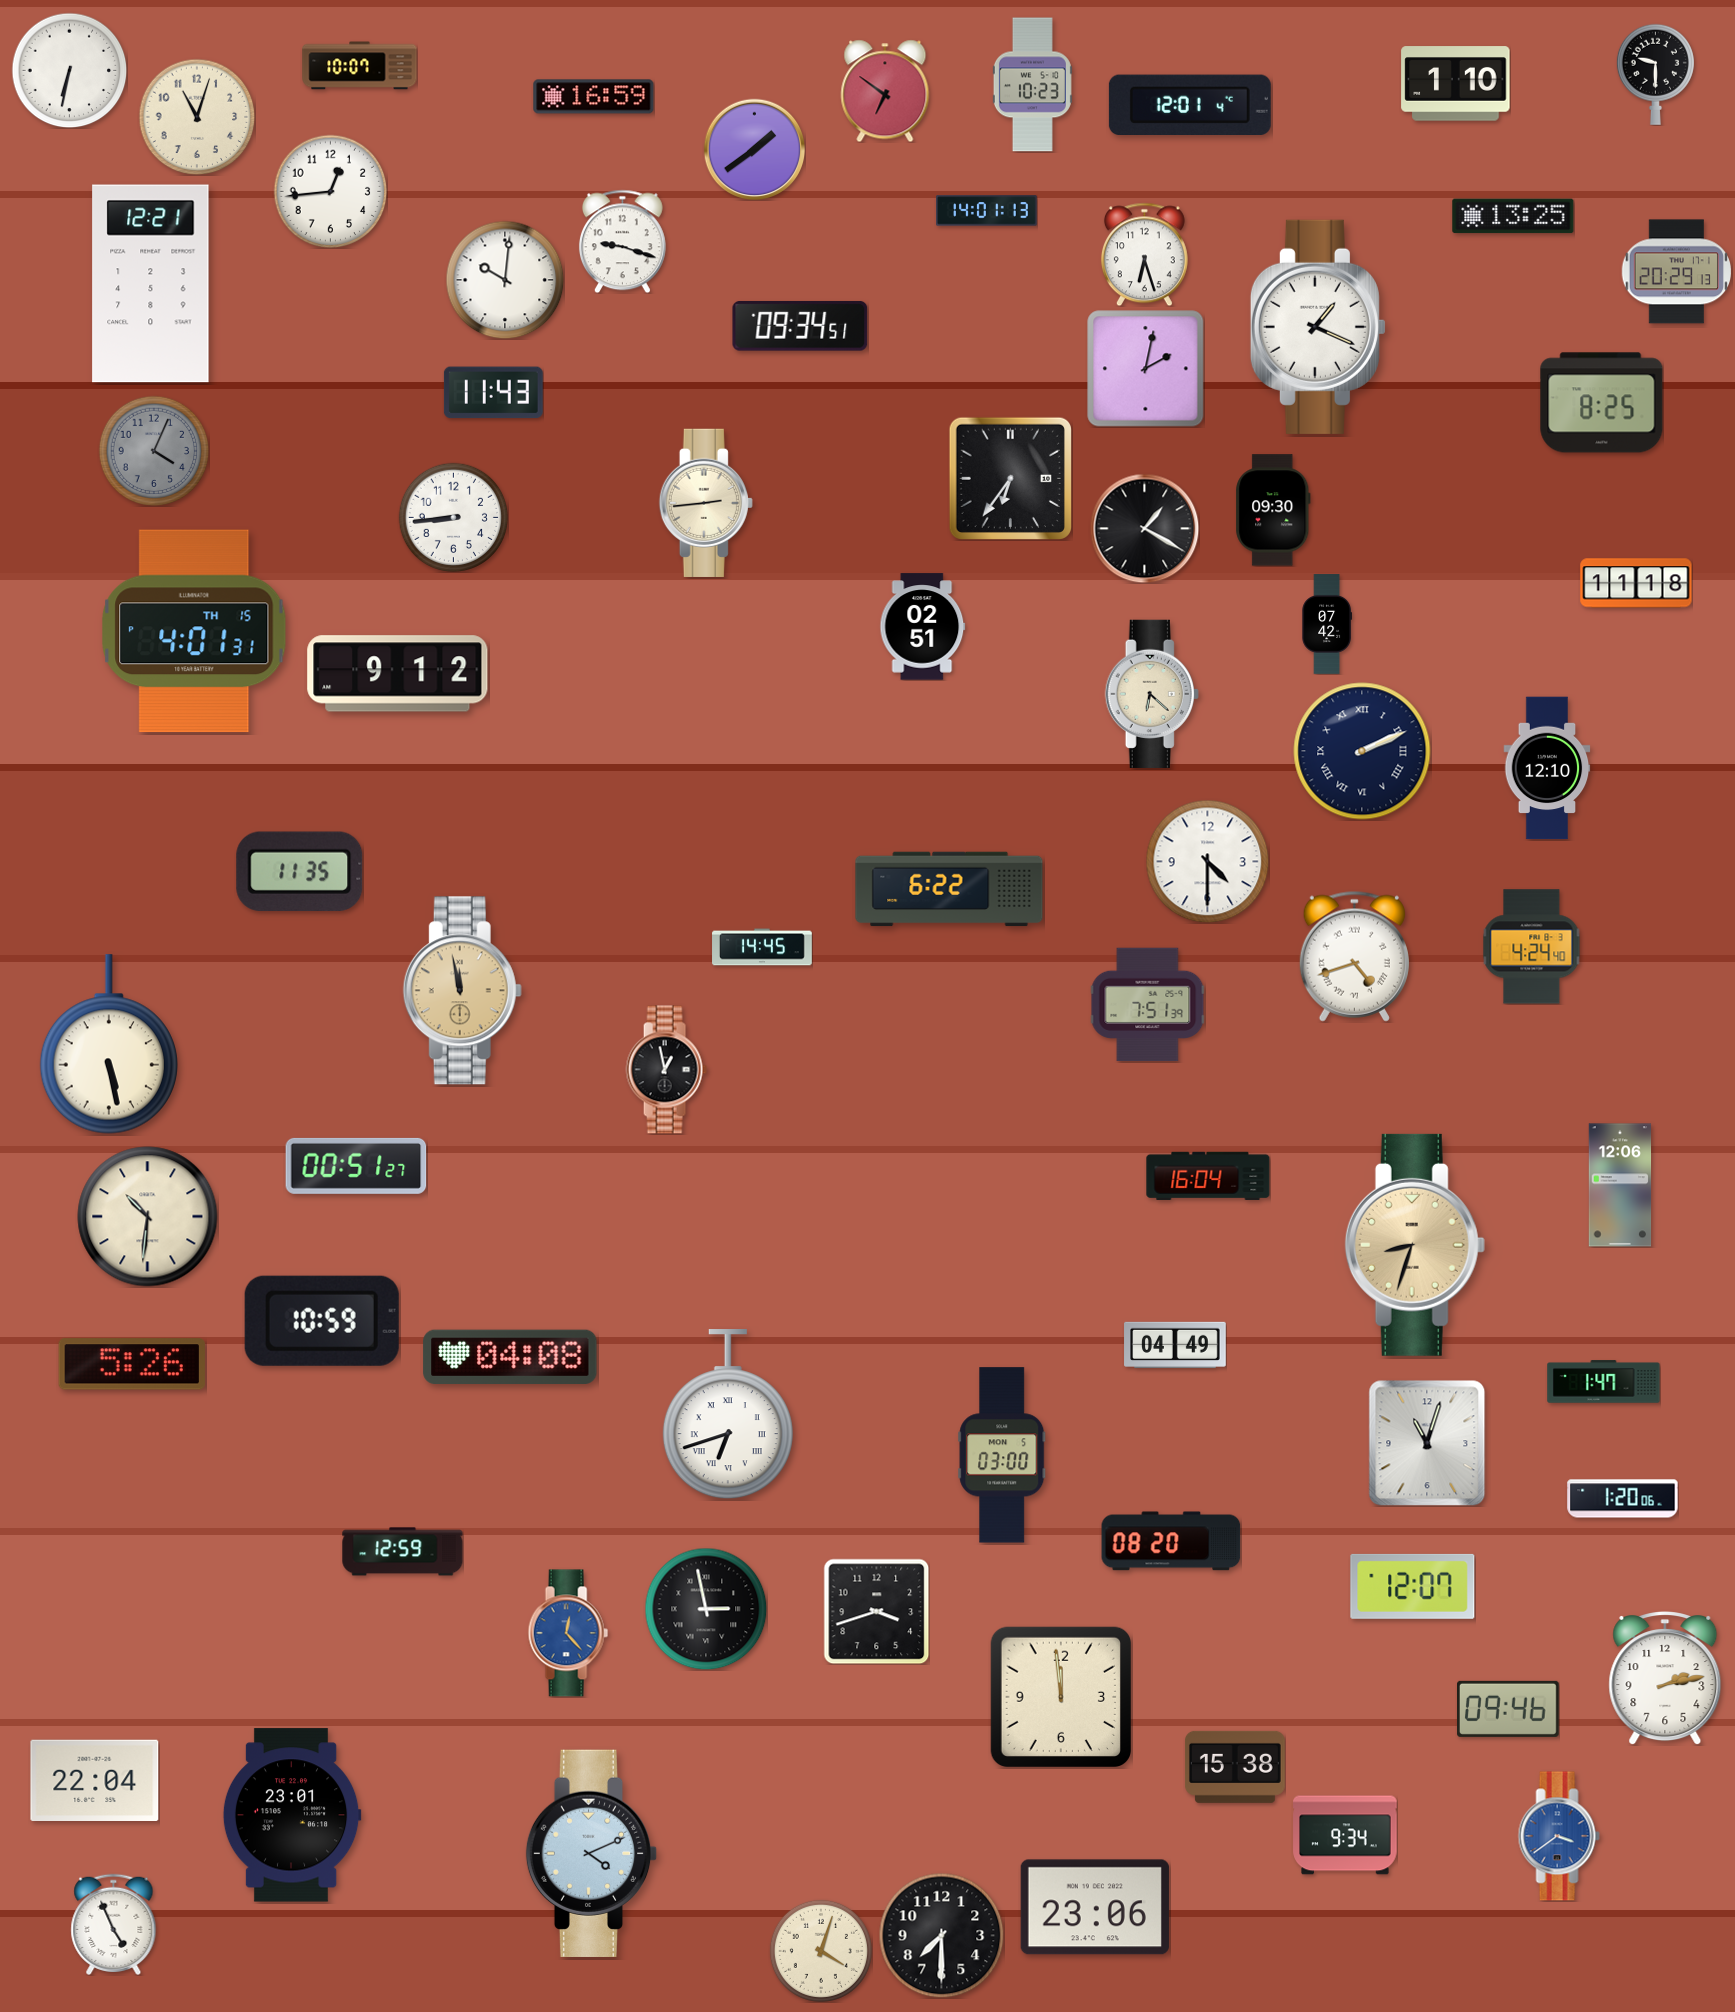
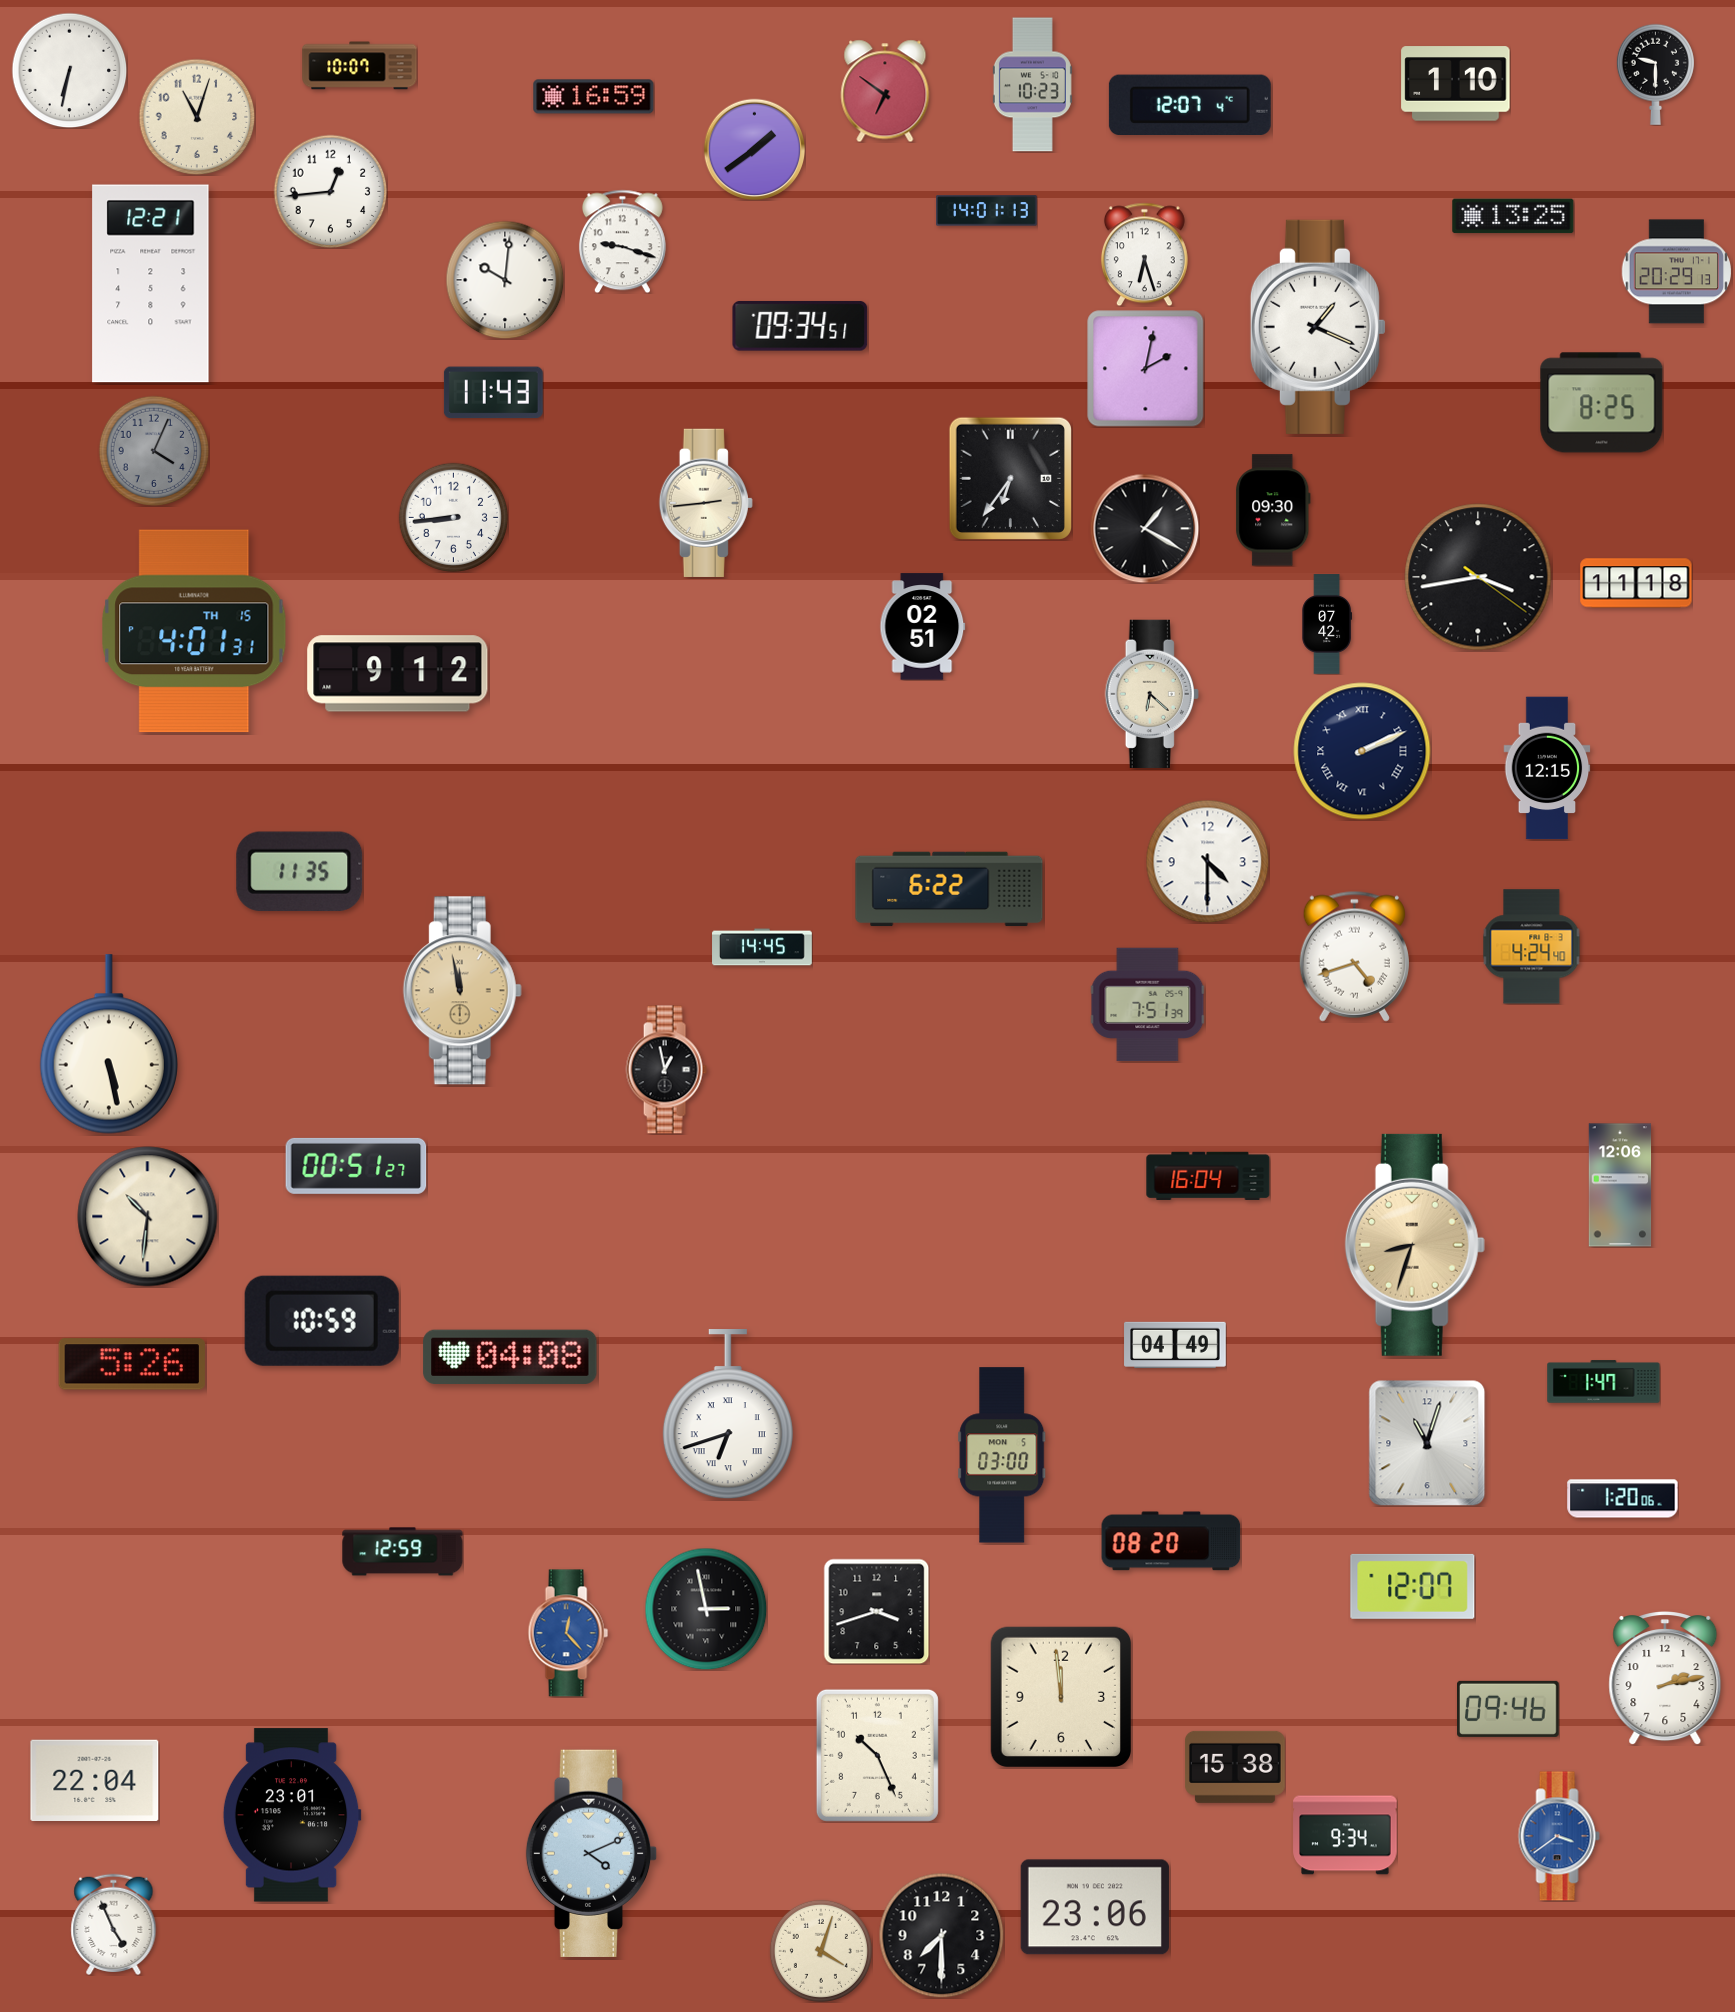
clock at (1190, 105): 12:01 -> 12:07
clock at (1478, 577): none -> 3:43
clock at (1547, 768): 12:10 -> 12:15
clock at (877, 1755): none -> 10:26
